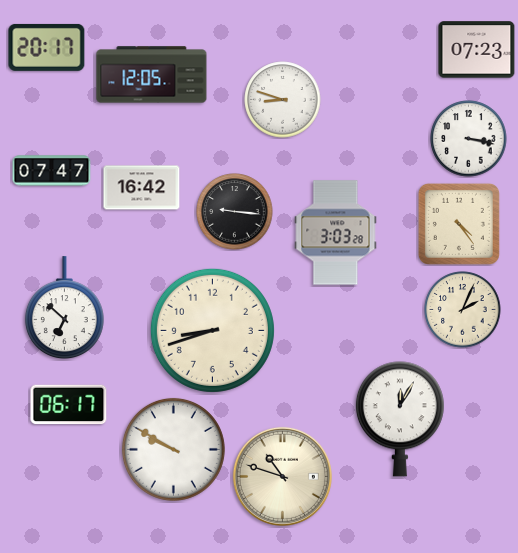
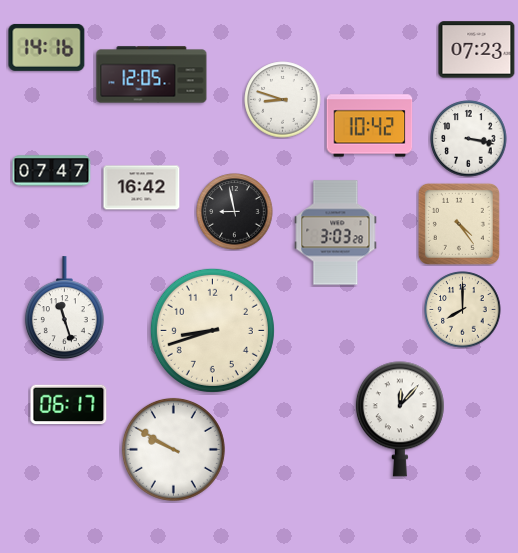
clock at (47, 47): 20:17 -> 14:16
clock at (370, 126): none -> 10:42
clock at (235, 212): 9:16 -> 8:58
clock at (64, 308): 6:52 -> 11:27
clock at (463, 310): 2:04 -> 8:00
clock at (400, 419): 12:05 -> 12:07
clock at (282, 476): 10:48 -> none
